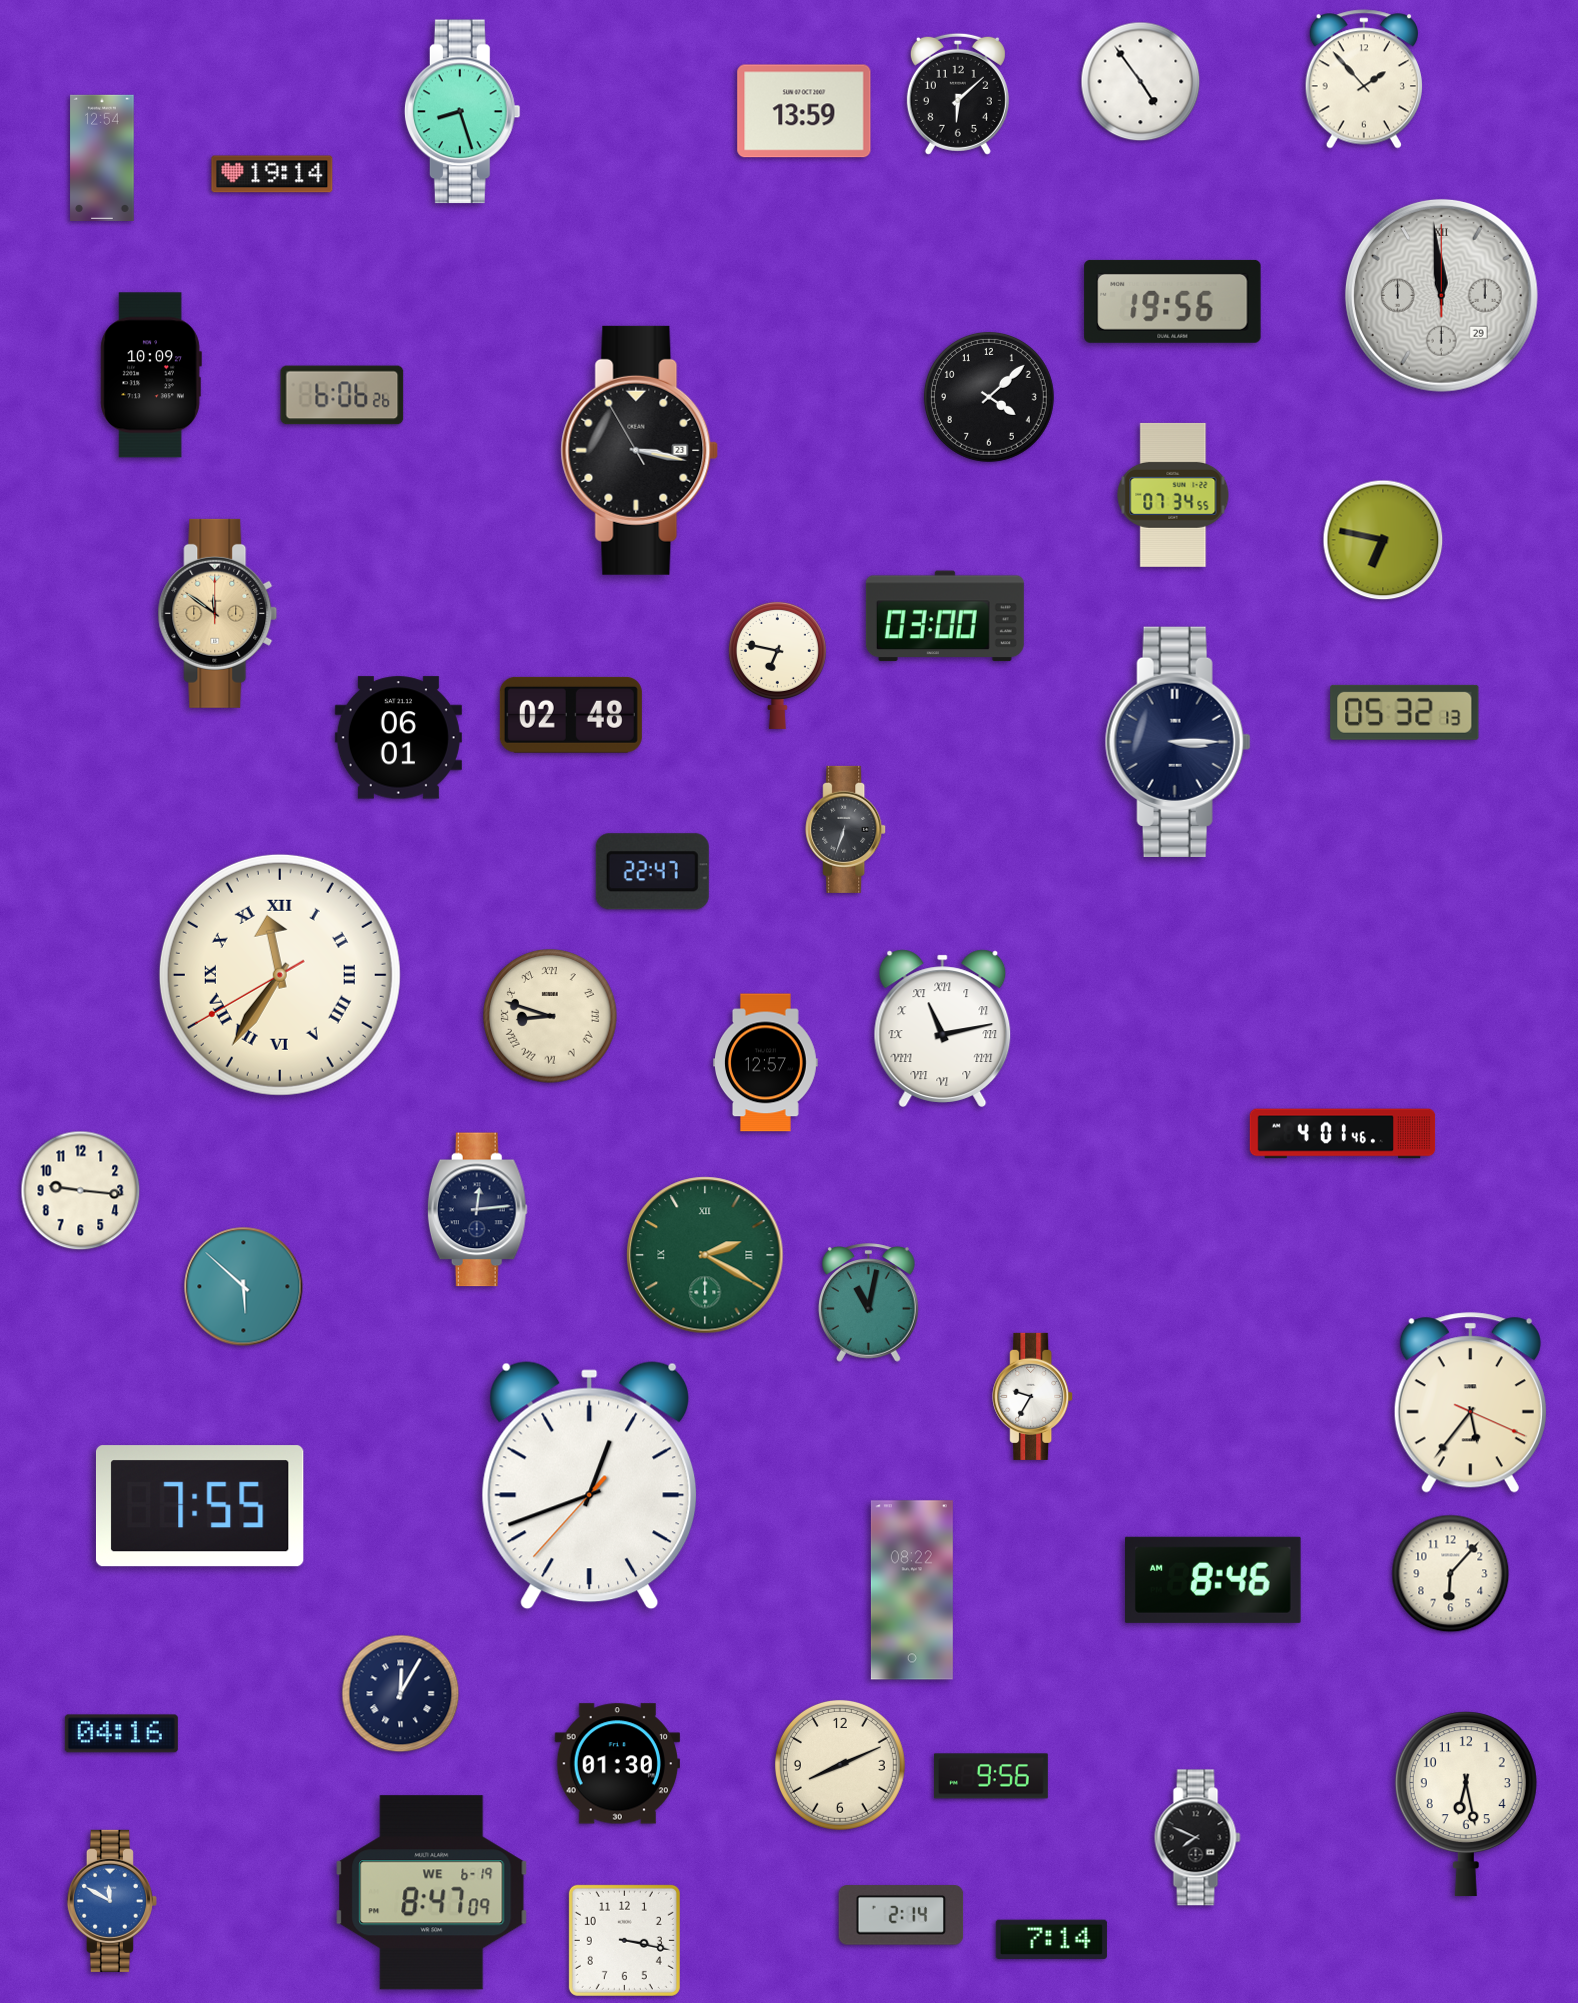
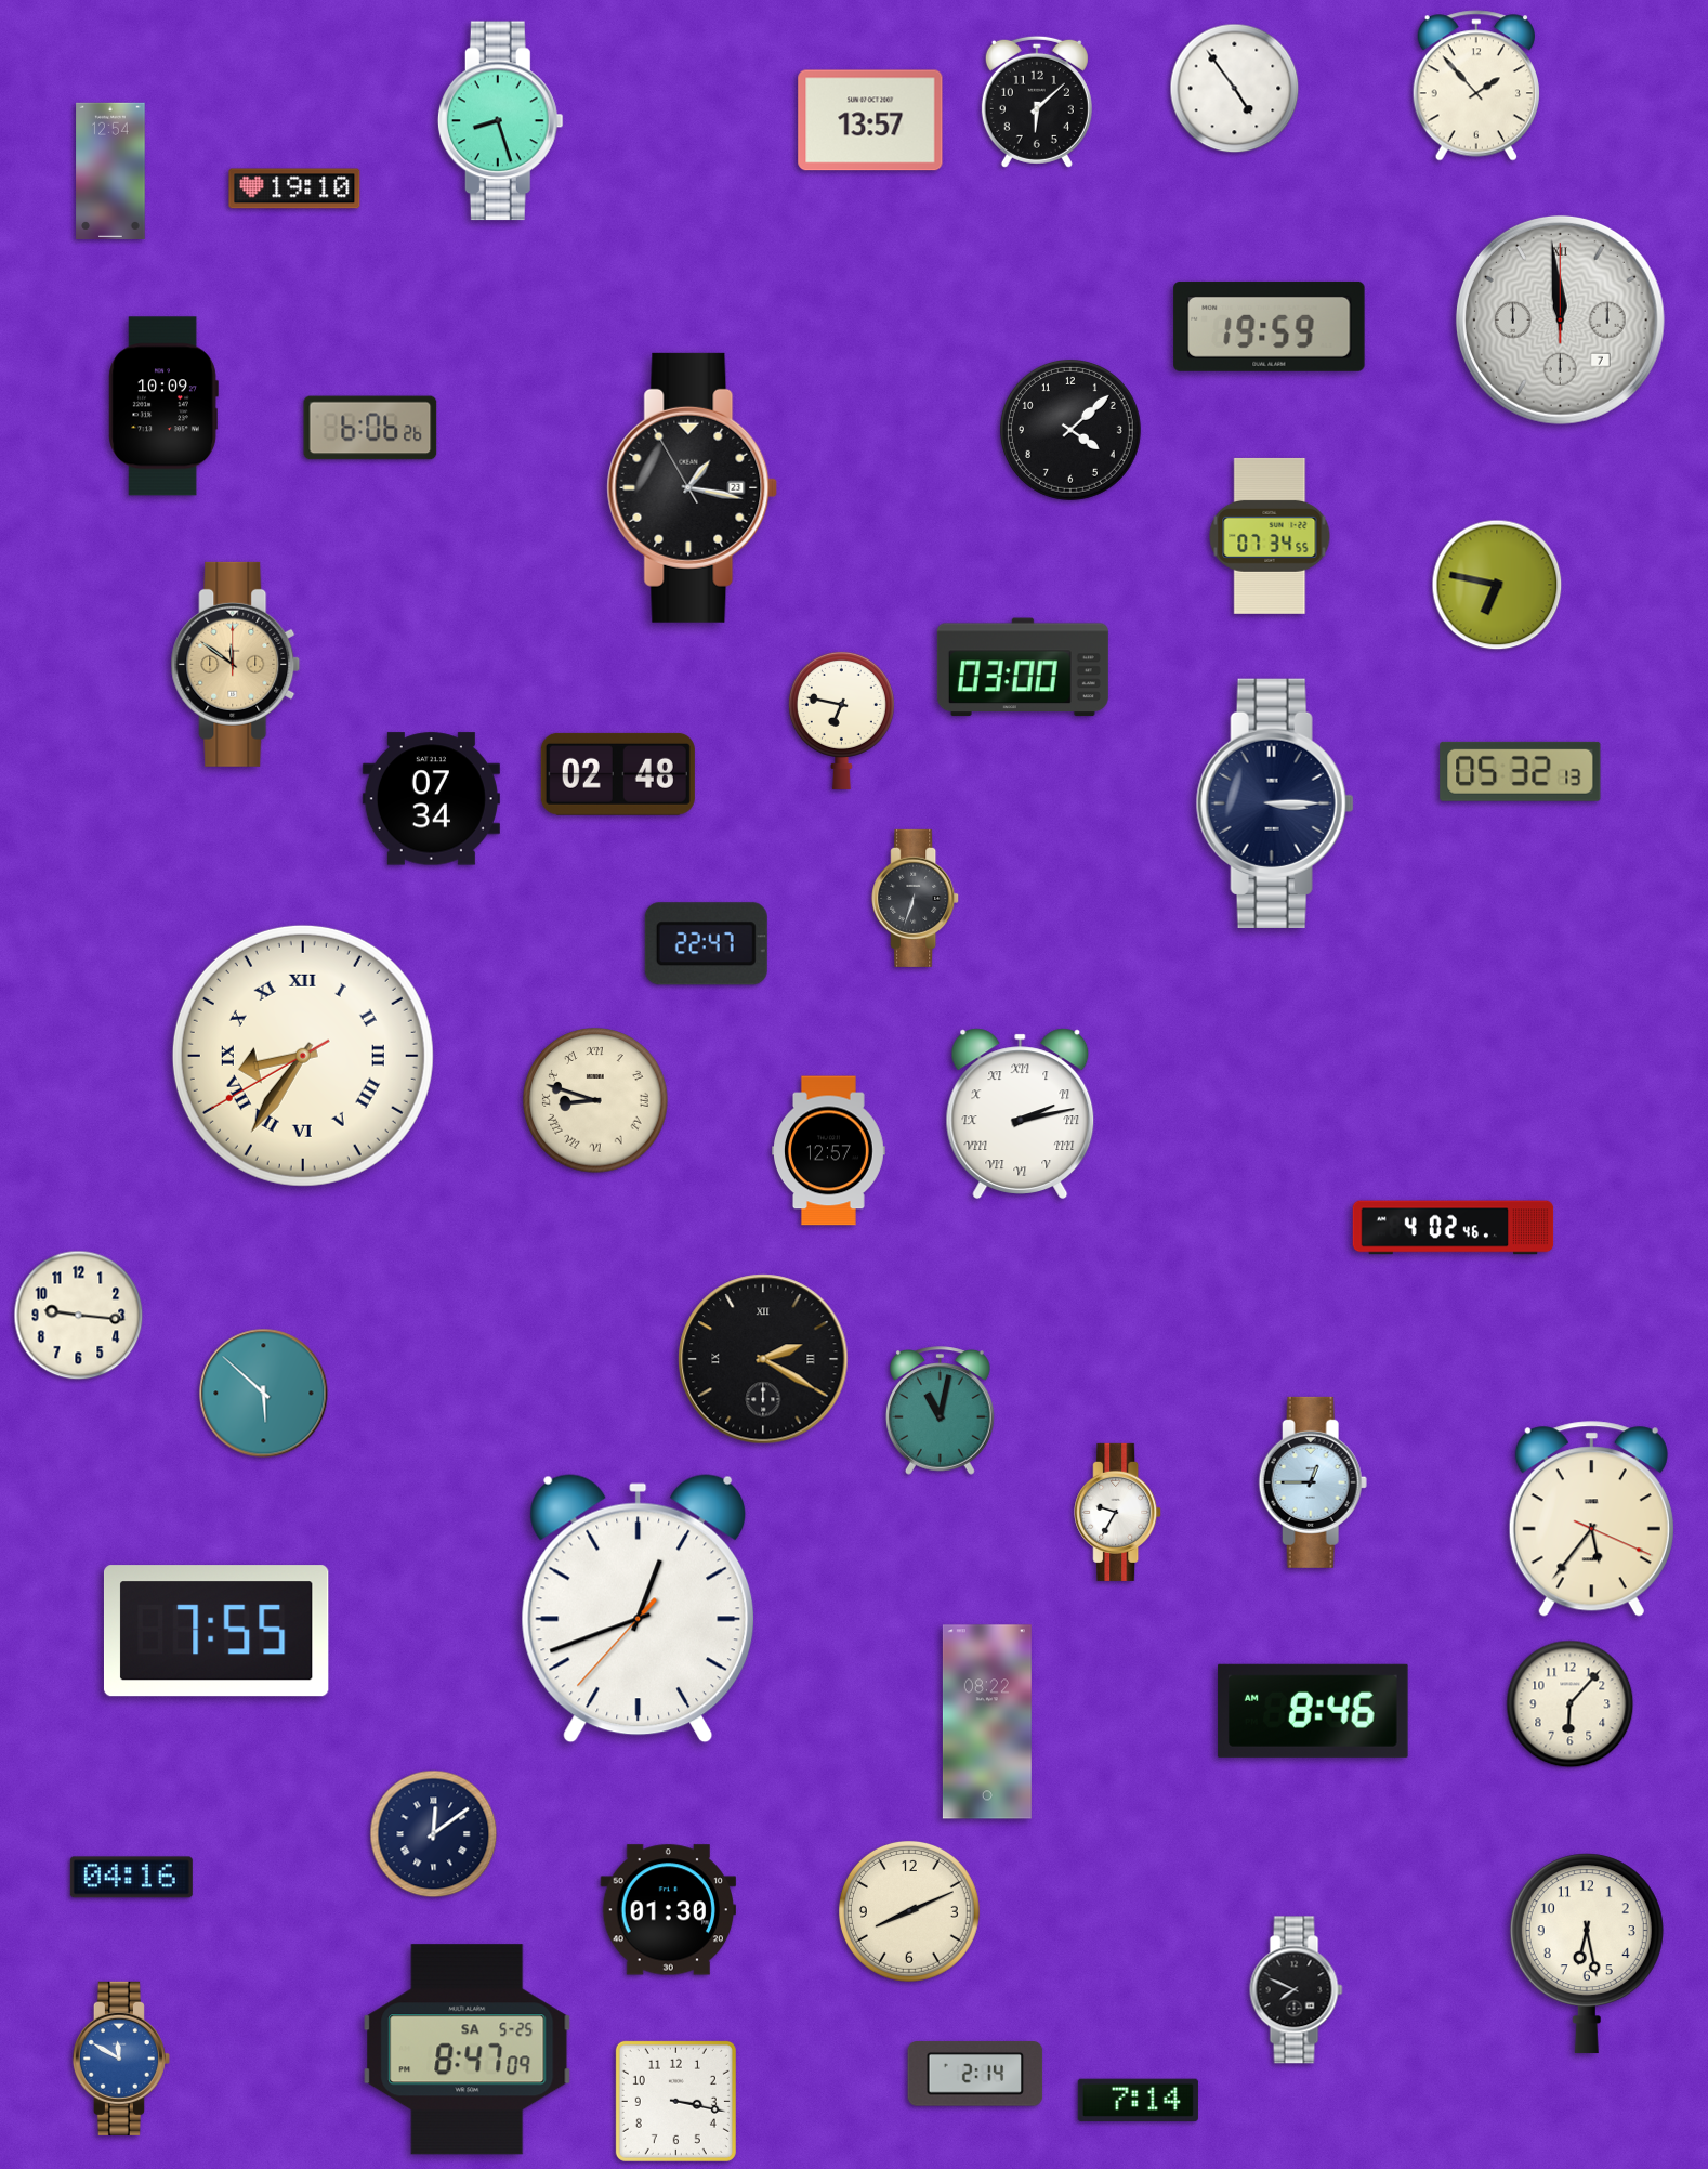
clock at (804, 111): 13:59 -> 13:57
clock at (272, 174): 19:14 -> 19:10
clock at (1441, 295) date: 29 -> 7
clock at (1173, 301): 19:56 -> 19:59
clock at (640, 450): 3:16 -> 1:16
clock at (398, 738): 06:01 -> 07:34
clock at (280, 975): 11:35 -> 8:35
clock at (943, 1028): 11:13 -> 2:13
clock at (1343, 1134): 4:01 -> 4:02
clock at (81, 1191) position: (81, 1191) -> (79, 1316)
clock at (477, 1210): 12:14 -> none
clock at (705, 1255) dial: green -> black
clock at (1313, 1482): none -> 12:45
clock at (401, 1694): 12:05 -> 12:09
clock at (991, 1776): 9:56 -> none
clock at (432, 1893) date: WE 6-19 -> SA 5-25
